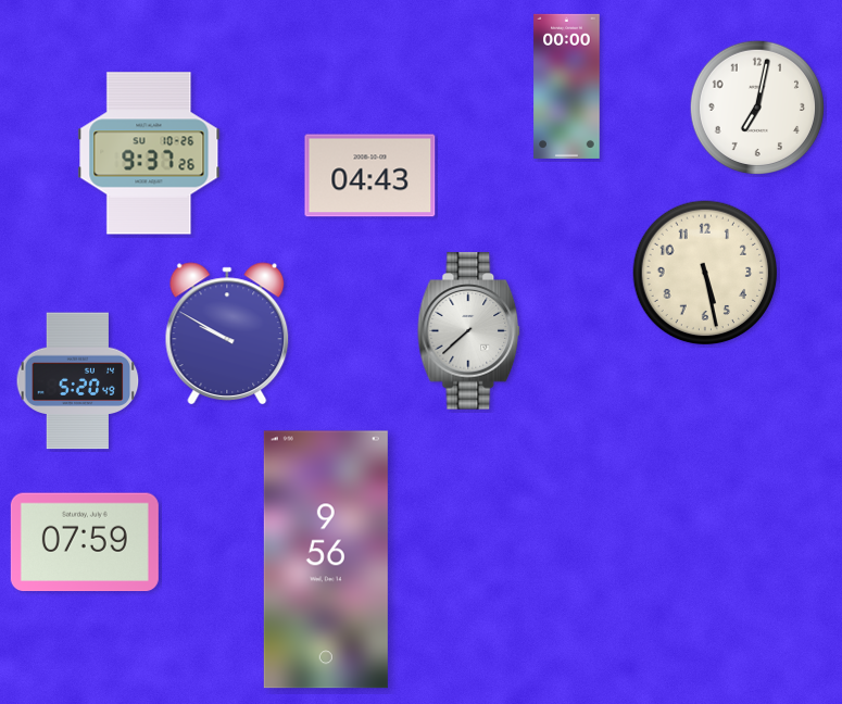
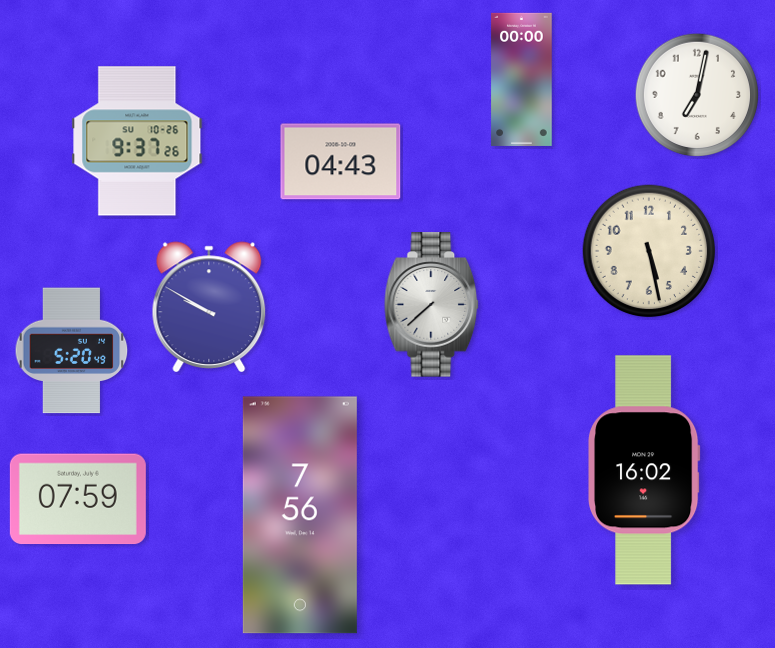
clock at (756, 106) position: (756, 106) -> (696, 94)
clock at (645, 470): none -> 16:02
clock at (326, 560): 9:56 -> 7:56
